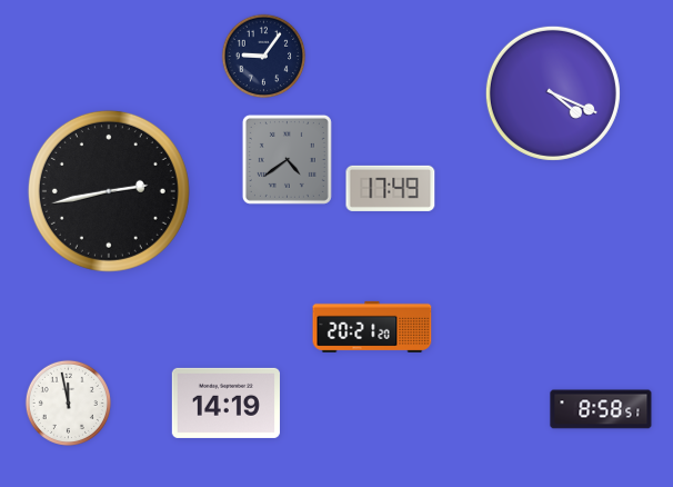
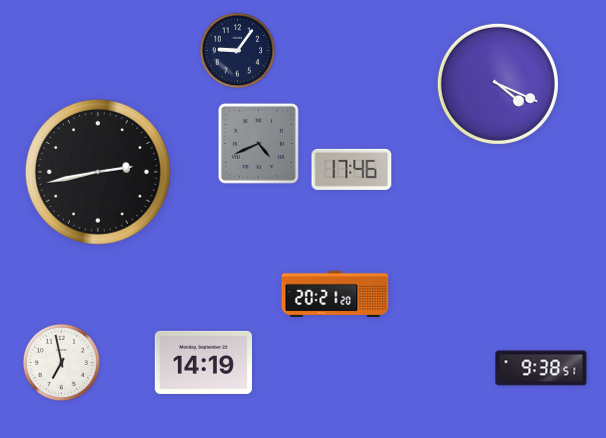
clock at (287, 159): 4:39 -> 4:41
clock at (391, 188): 17:49 -> 17:46
clock at (68, 402): 11:58 -> 6:58
clock at (601, 409): 8:58 -> 9:38
